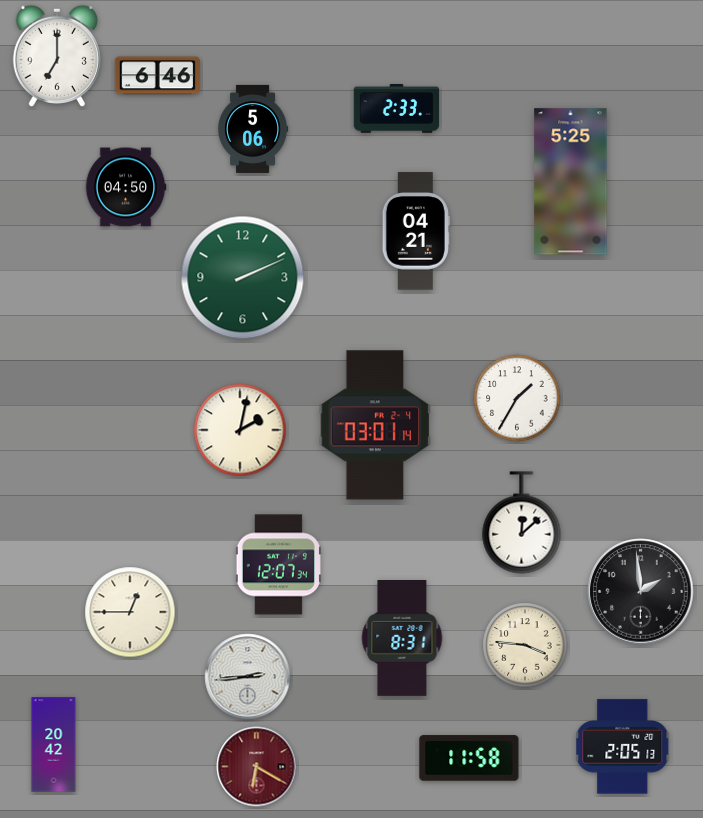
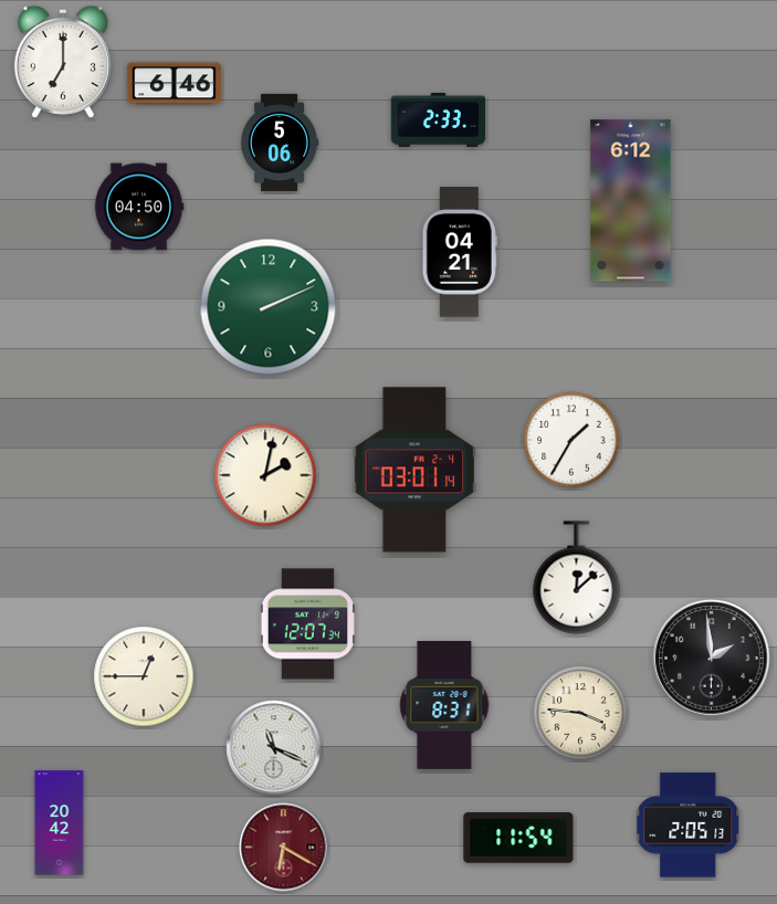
clock at (571, 182): 5:25 -> 6:12
clock at (416, 231) position: (416, 231) -> (460, 252)
clock at (641, 592) position: (641, 592) -> (712, 659)
clock at (248, 677): 2:44 -> 11:19
clock at (469, 758): 11:58 -> 11:54
